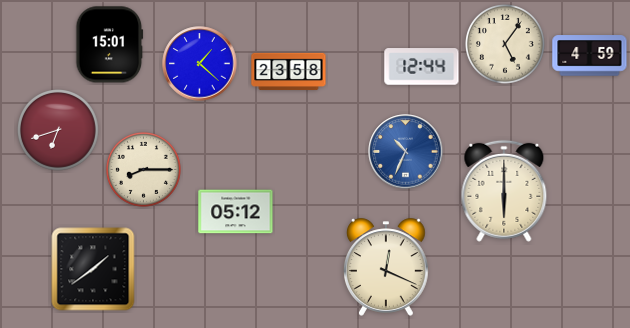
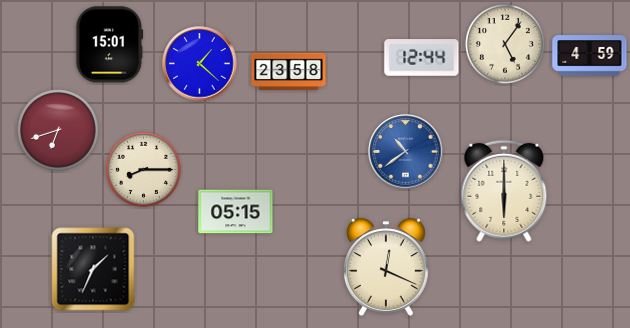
clock at (422, 67) position: (422, 67) -> (422, 58)
clock at (406, 152): 10:34 -> 10:39
clock at (236, 212): 05:12 -> 05:15
clock at (93, 269): 1:39 -> 1:34
